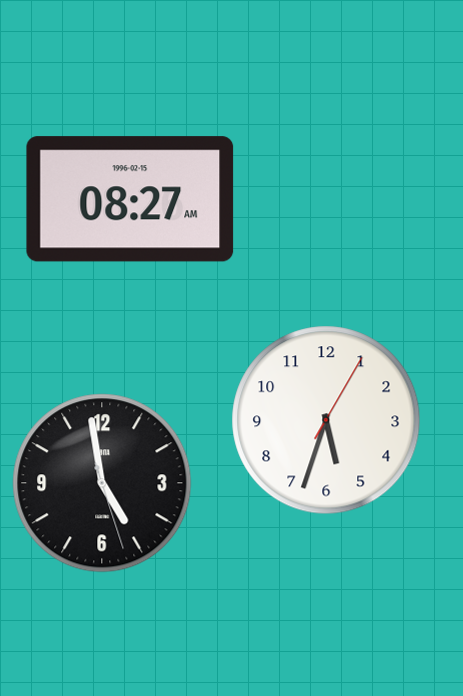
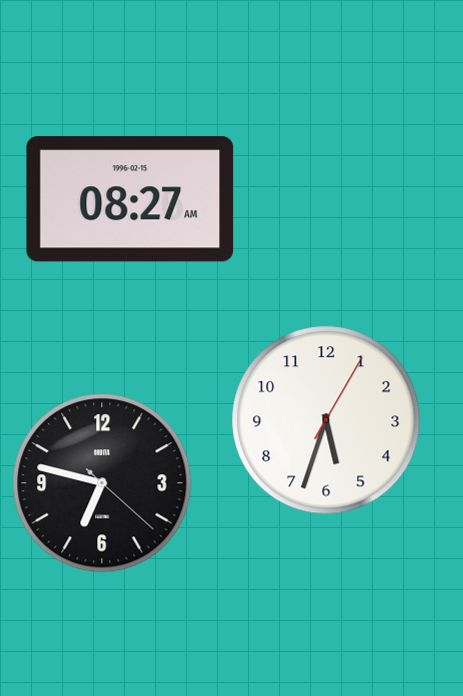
clock at (102, 483): 4:58 -> 6:47
